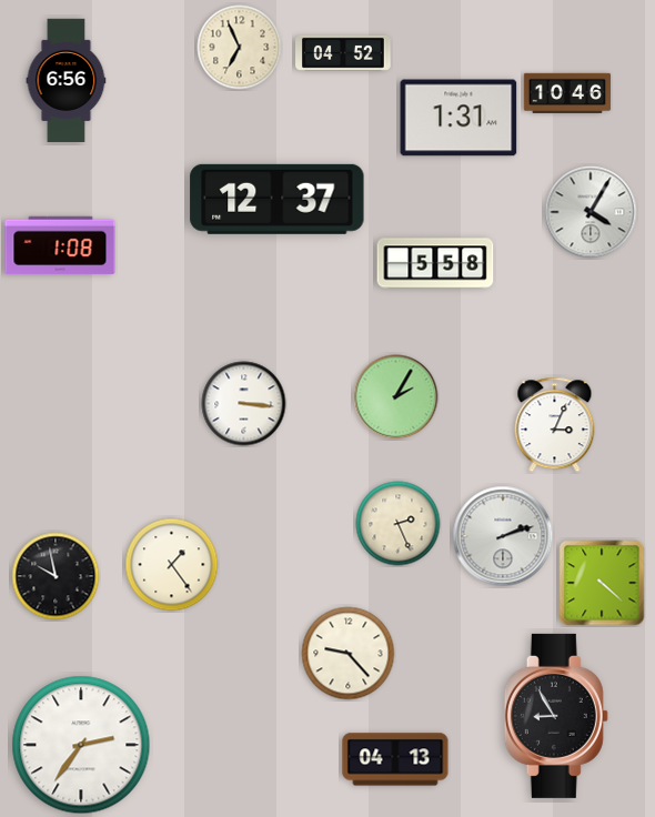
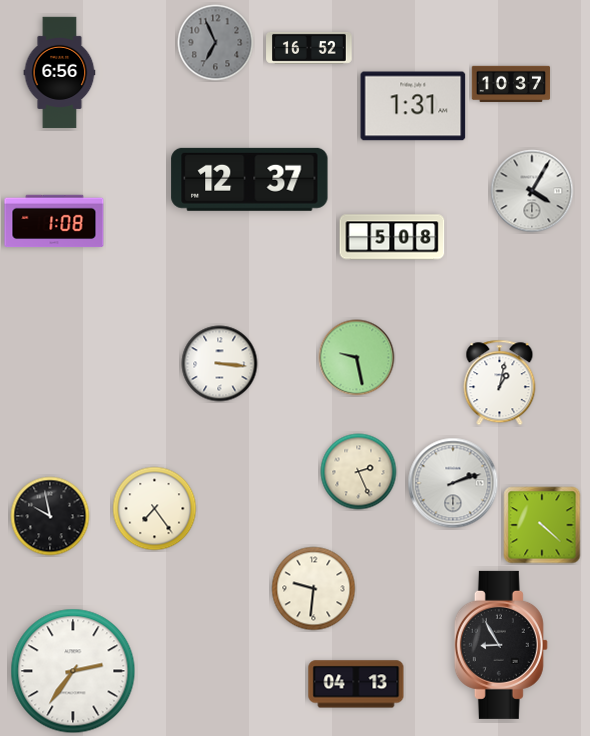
clock at (240, 48) dial: cream -> grey
clock at (343, 53): 04:52 -> 16:52
clock at (567, 93): 10:46 -> 10:37
clock at (435, 263): 5:58 -> 5:08
clock at (396, 397): 2:05 -> 9:28
clock at (555, 425): 3:04 -> 1:02
clock at (172, 565): 1:24 -> 7:24
clock at (56, 576) position: (56, 576) -> (50, 516)
clock at (349, 654): 9:23 -> 9:31
